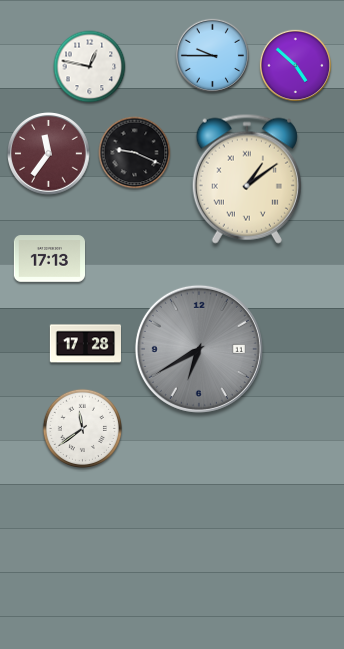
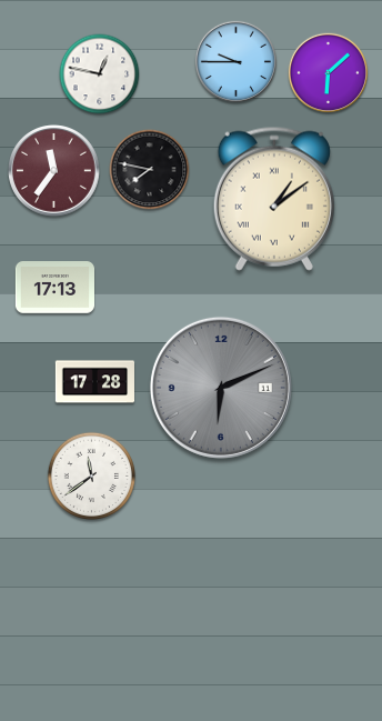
clock at (296, 66): 4:52 -> 6:08
clock at (135, 153): 9:19 -> 7:47
clock at (199, 349): 6:40 -> 6:11
